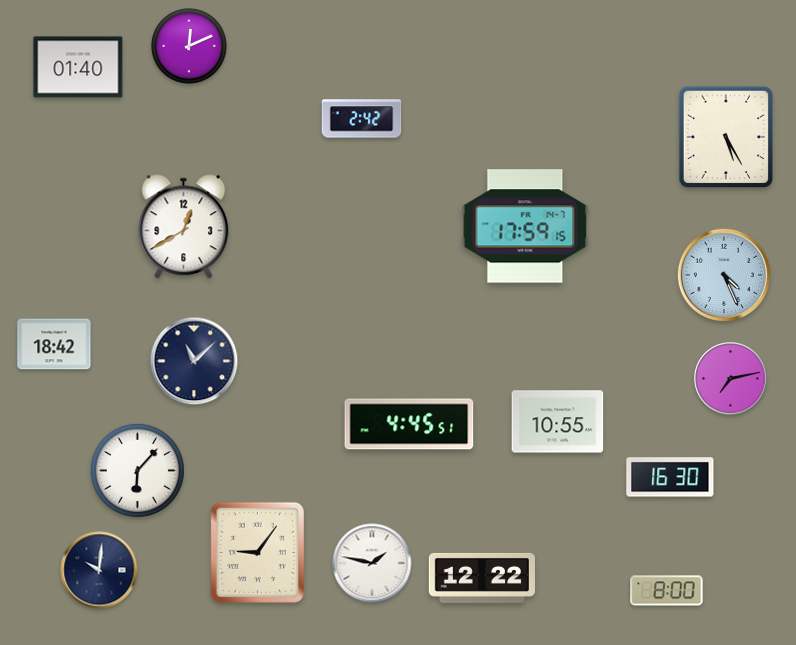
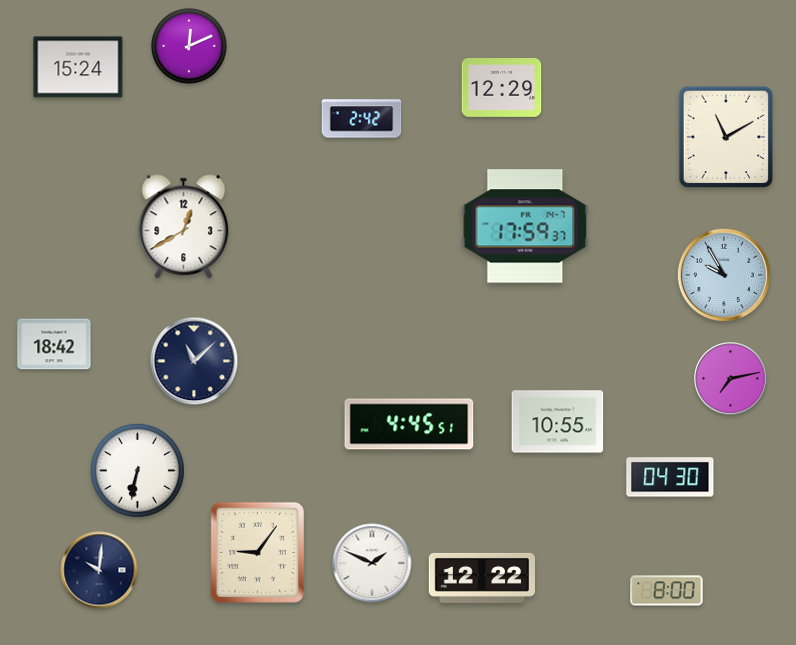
clock at (78, 67): 01:40 -> 15:24
clock at (502, 88): none -> 12:29
clock at (725, 136): 5:25 -> 11:10
clock at (525, 226): 17:59:15 -> 17:59:37
clock at (723, 274): 4:26 -> 9:55
clock at (137, 470): 6:07 -> 6:32
clock at (670, 477): 16:30 -> 04:30
clock at (372, 563): 1:47 -> 1:49
